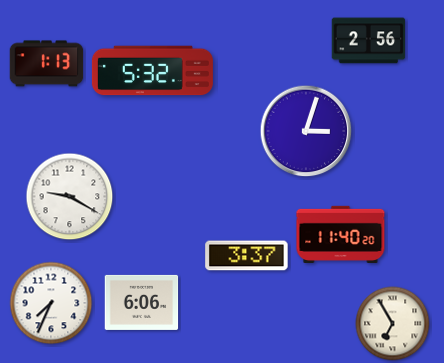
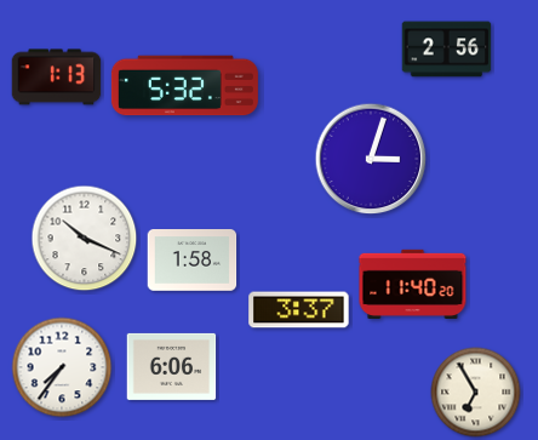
clock at (70, 197): 9:20 -> 10:19
clock at (193, 261): none -> 1:58
clock at (51, 303): 7:34 -> 7:36
